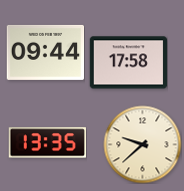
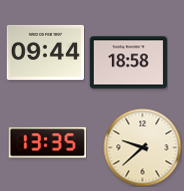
clock at (128, 63): 17:58 -> 18:58
clock at (142, 144) position: (142, 144) -> (142, 147)
